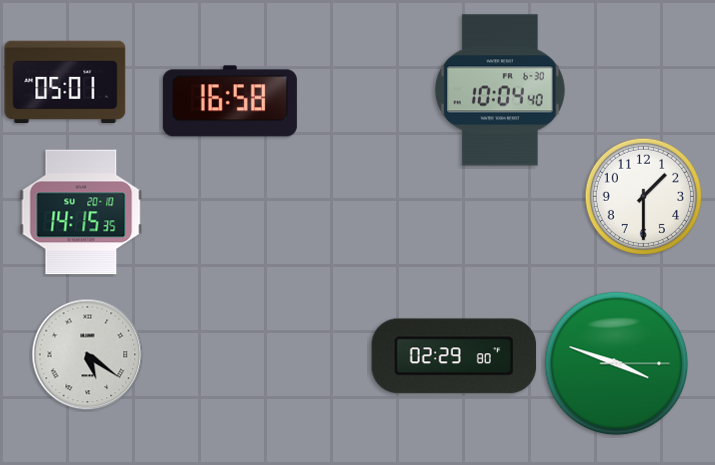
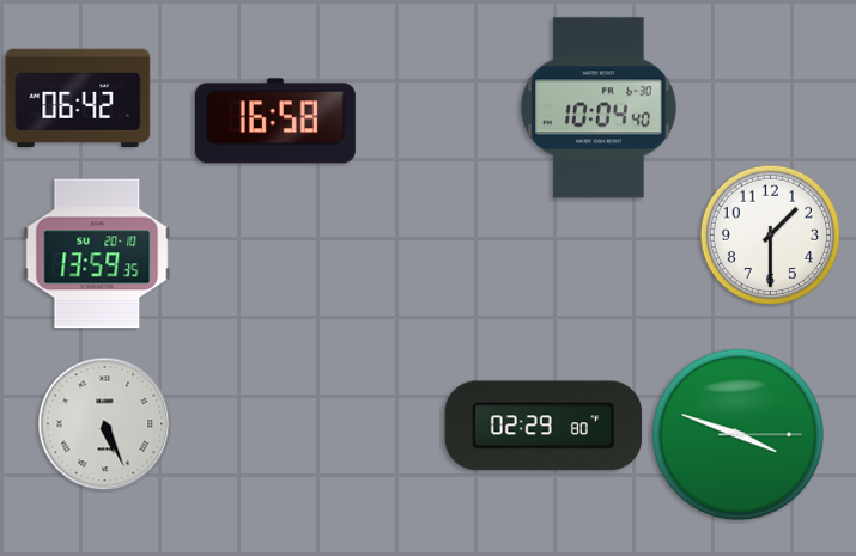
clock at (65, 81): 05:01 -> 06:42
clock at (81, 212): 14:15 -> 13:59
clock at (88, 355): 5:21 -> 5:26
